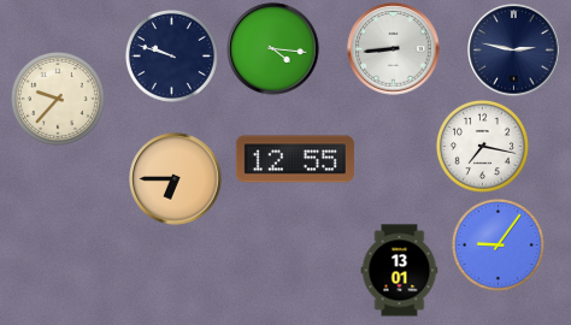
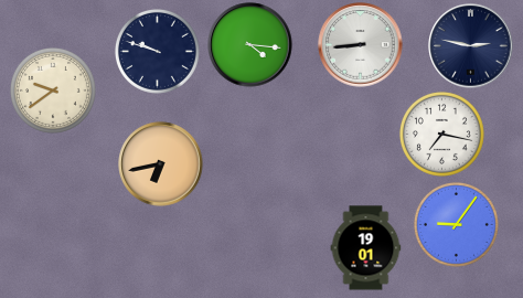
clock at (58, 99): 9:37 -> 9:39
clock at (295, 159): 12:55 -> none
clock at (176, 179): 6:45 -> 6:43
clock at (400, 271): 13:01 -> 19:01
